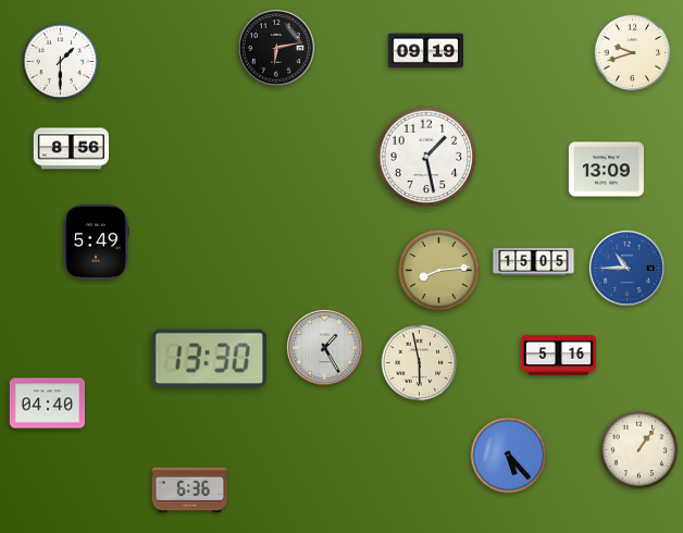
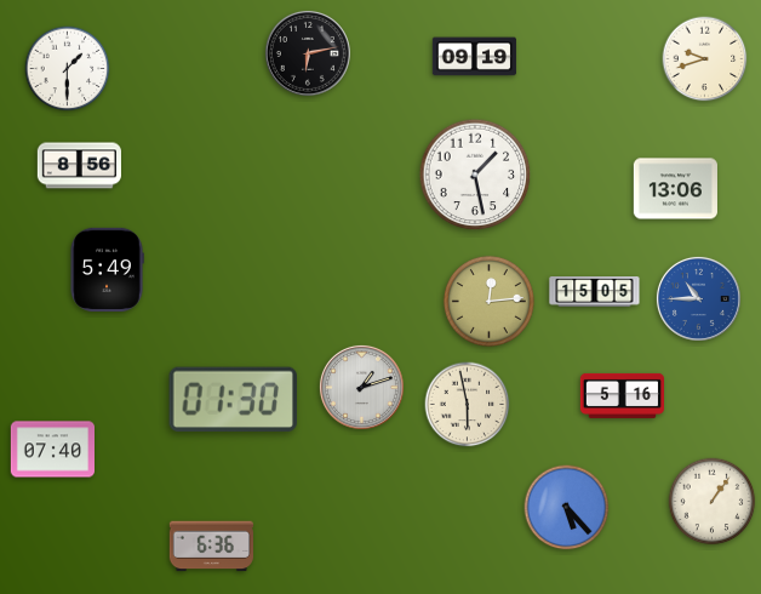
clock at (606, 170): 13:09 -> 13:06
clock at (438, 270): 8:14 -> 12:14
clock at (324, 347): 1:25 -> 1:12
clock at (209, 358): 13:30 -> 01:30
clock at (47, 404): 04:40 -> 07:40
